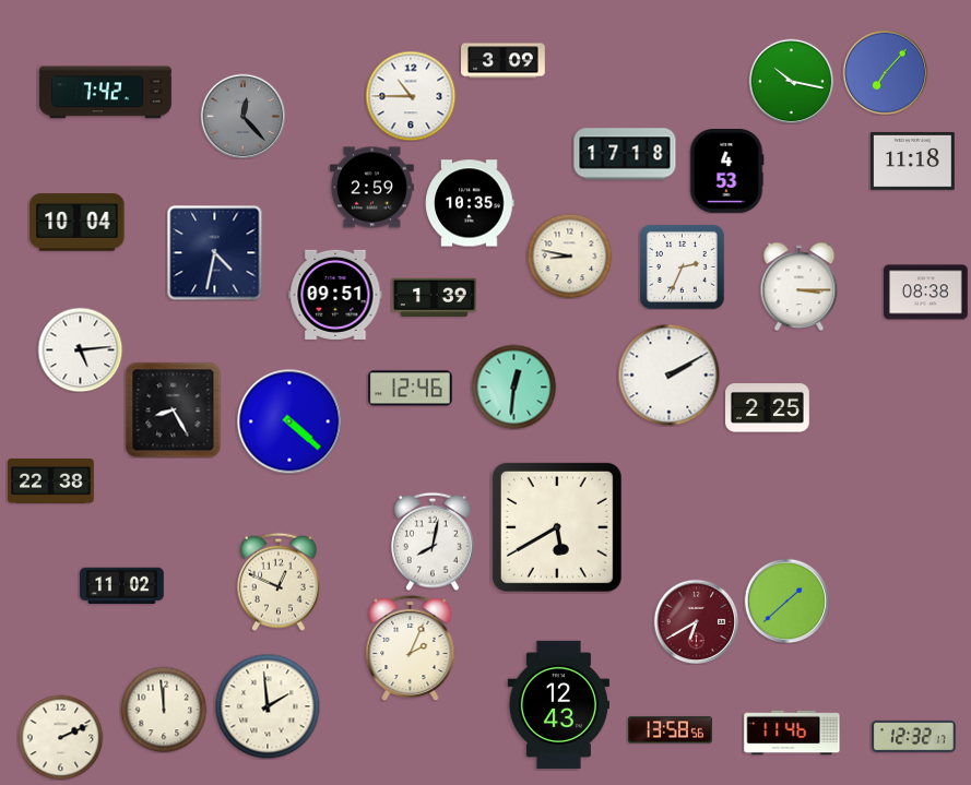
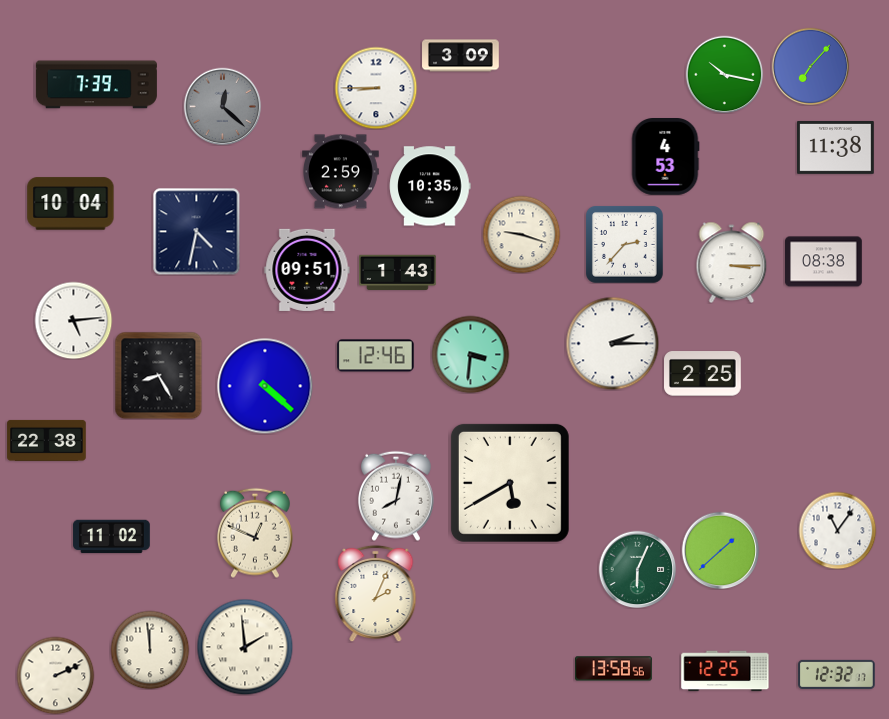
clock at (105, 93): 7:42 -> 7:39
clock at (411, 96): 10:45 -> 8:45
clock at (242, 116): 12:23 -> 12:22
clock at (625, 154): 17:18 -> none
clock at (913, 160): 11:18 -> 11:38
clock at (569, 255): 8:47 -> 9:18
clock at (682, 266): 2:34 -> 2:37
clock at (926, 293) position: (926, 293) -> (824, 262)
clock at (435, 297): 1:39 -> 1:43
clock at (668, 374): 2:10 -> 2:15
clock at (513, 386): 12:31 -> 3:31
clock at (837, 530): none -> 11:06
clock at (696, 621): 6:40 -> 6:04
clock at (696, 621) dial: burgundy -> green
clock at (558, 704): 12:43 -> none
clock at (792, 733): 11:46 -> 12:25
